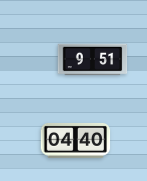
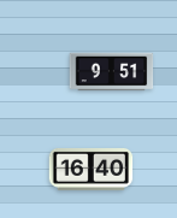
clock at (76, 140): 04:40 -> 16:40
